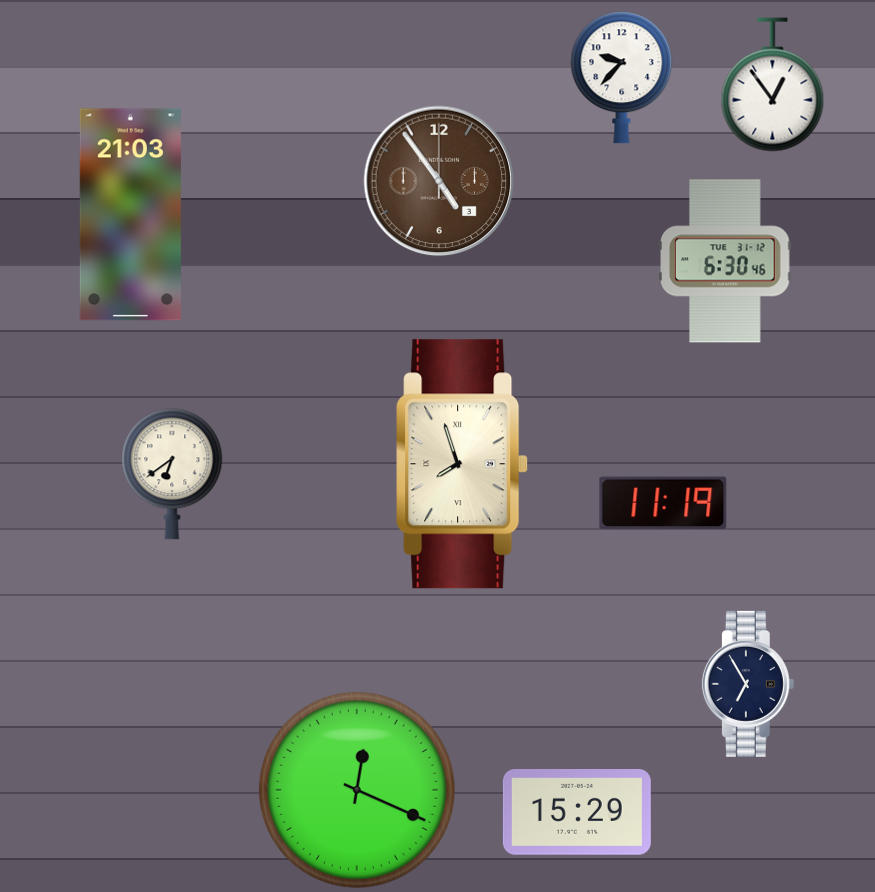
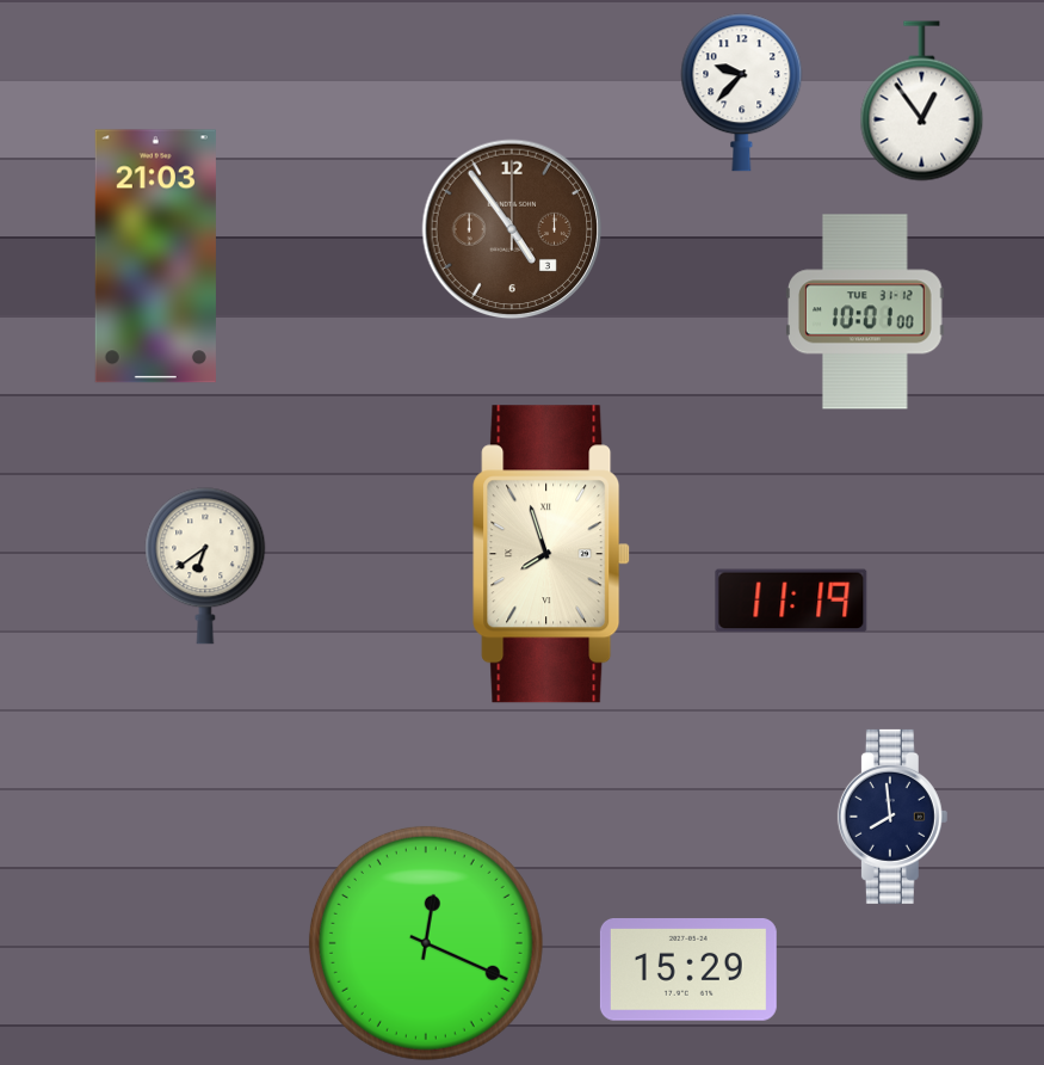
clock at (439, 181) position: (439, 181) -> (512, 229)
clock at (725, 261): 6:30 -> 10:01
clock at (748, 684): 6:55 -> 7:59
